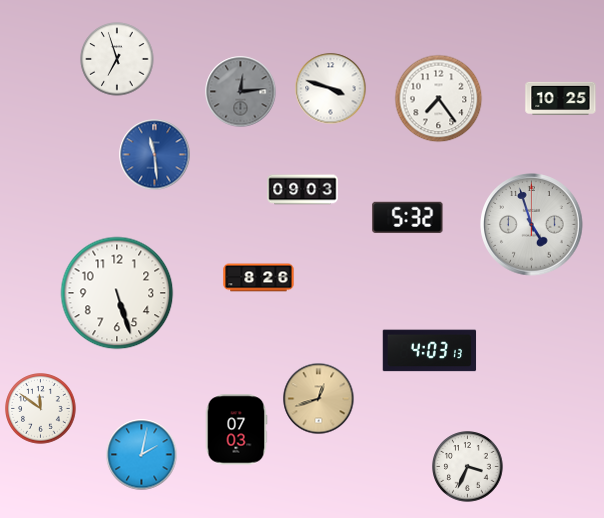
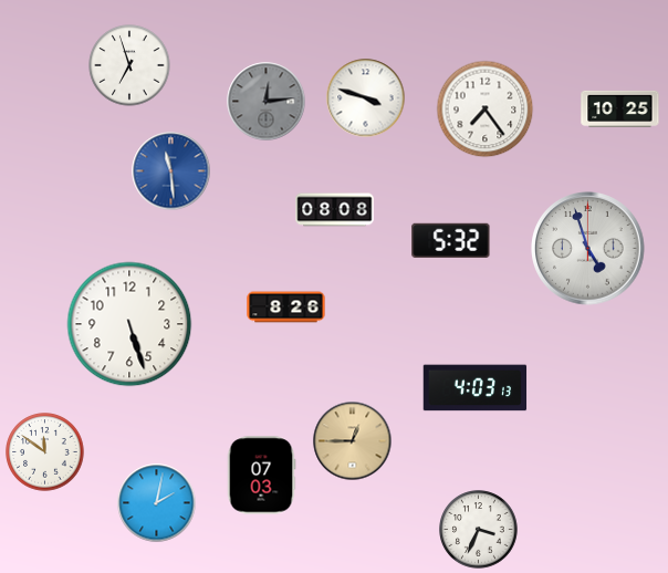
clock at (303, 190): 09:03 -> 08:08
clock at (319, 399): 12:42 -> 12:45
clock at (468, 467) position: (468, 467) -> (479, 530)
